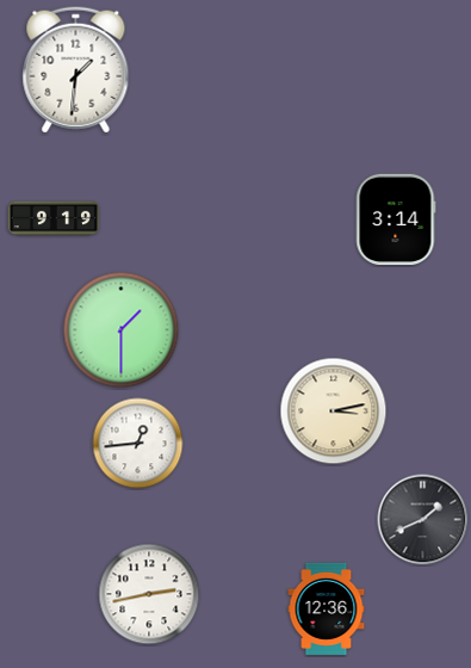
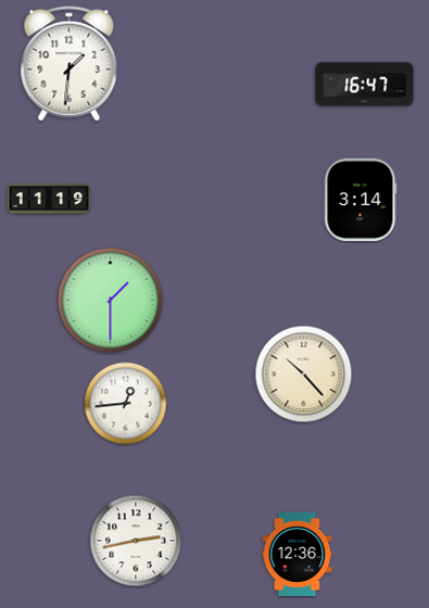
clock at (365, 85): none -> 16:47
clock at (54, 218): 9:19 -> 11:19
clock at (334, 412): 3:13 -> 10:23
clock at (423, 520): 1:41 -> none
